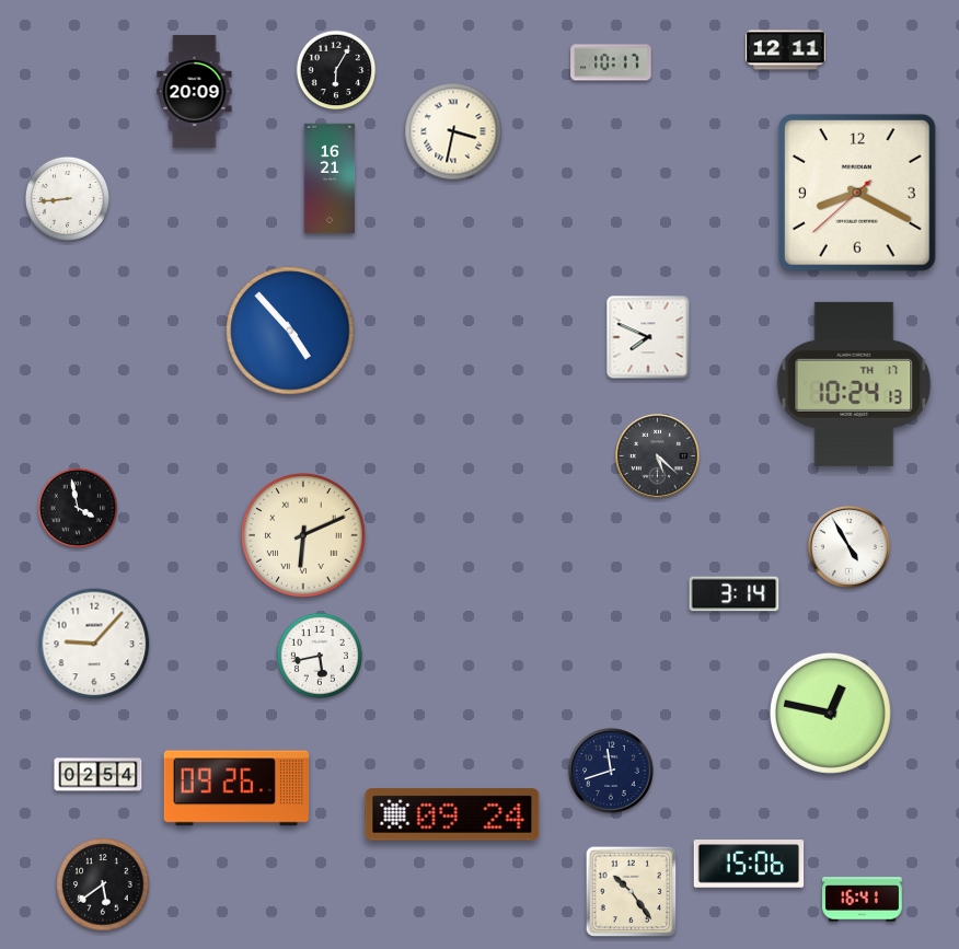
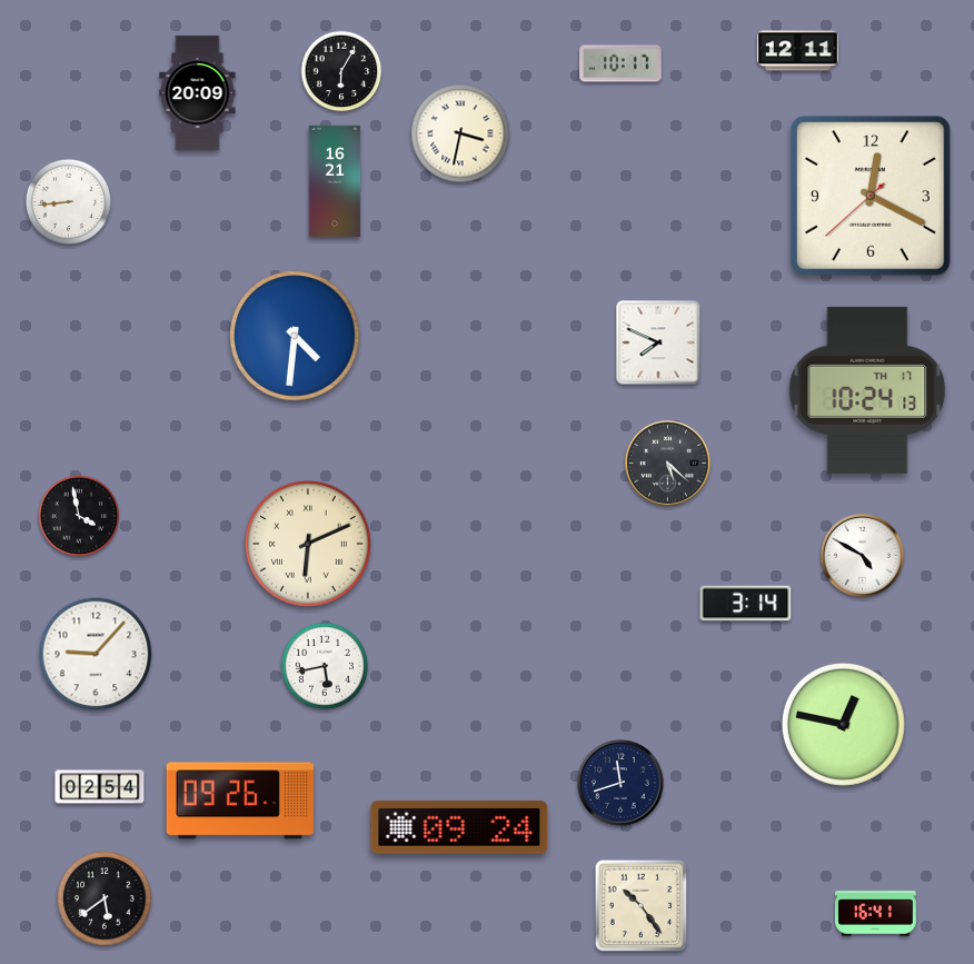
clock at (857, 193): 8:19 -> 12:19
clock at (290, 331): 4:53 -> 4:31
clock at (848, 546): 4:55 -> 4:50
clock at (749, 864): 15:06 -> none
